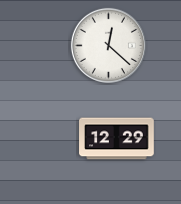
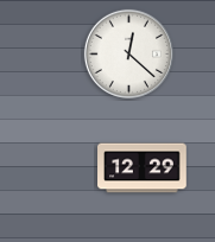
clock at (117, 139) position: (117, 139) -> (143, 168)
